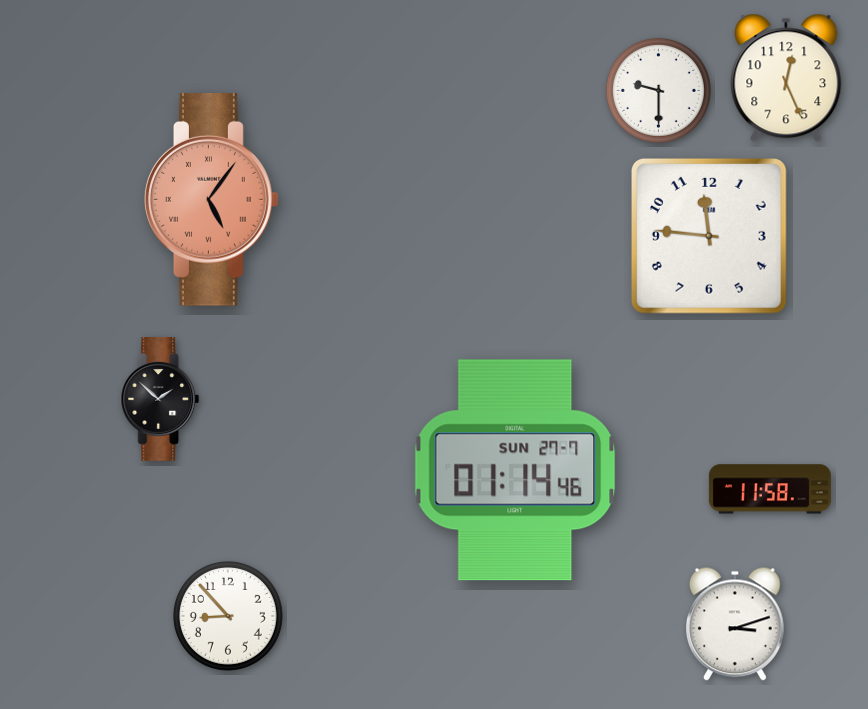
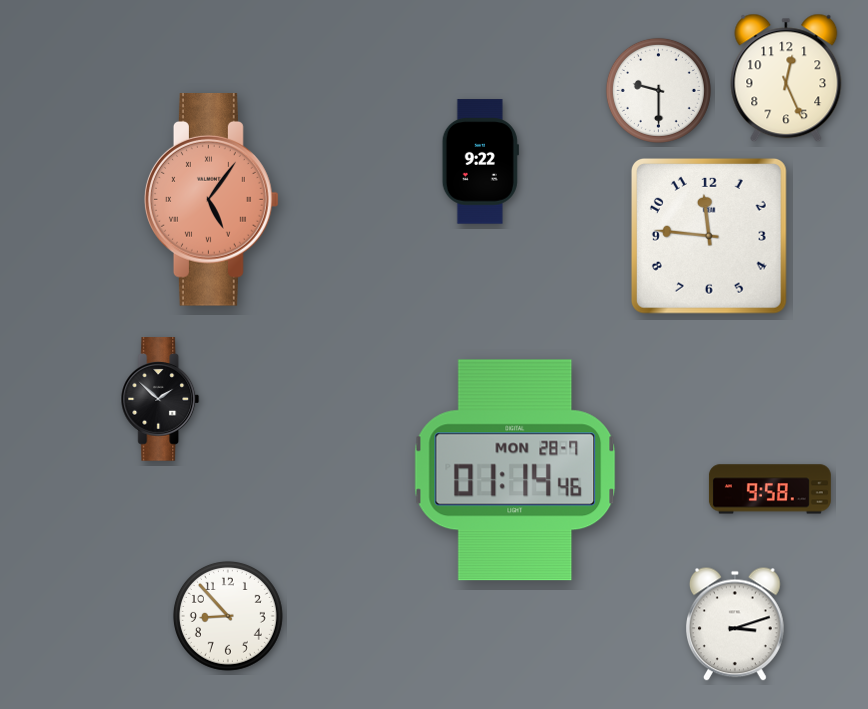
clock at (480, 162): none -> 9:22
clock at (515, 470) date: SUN 27-7 -> MON 28-7
clock at (770, 489): 11:58 -> 9:58
